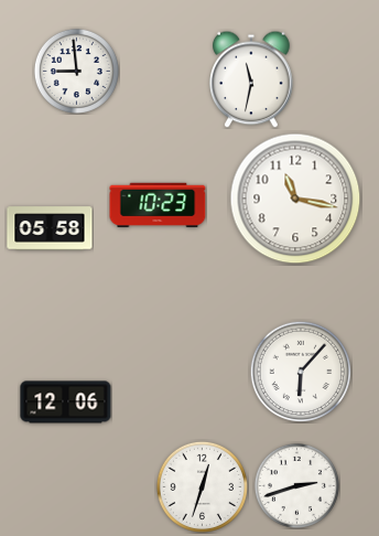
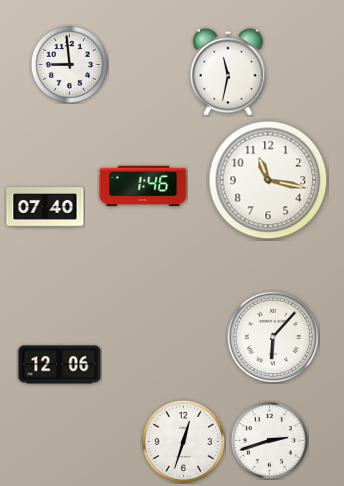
clock at (158, 205): 10:23 -> 1:46
clock at (50, 228): 05:58 -> 07:40
